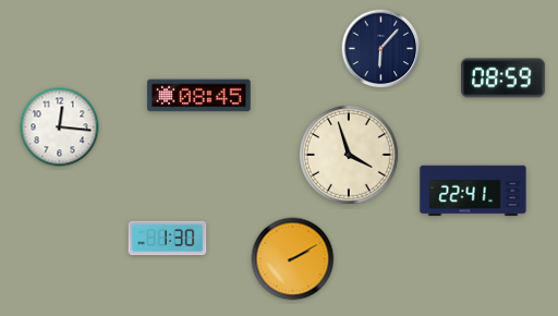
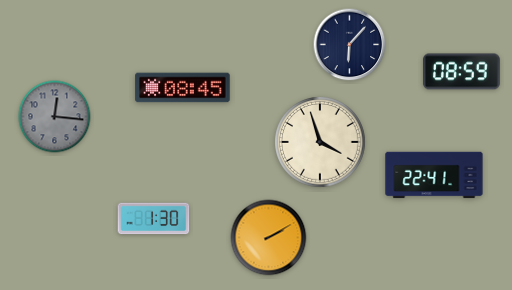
clock at (60, 127) dial: white -> grey
